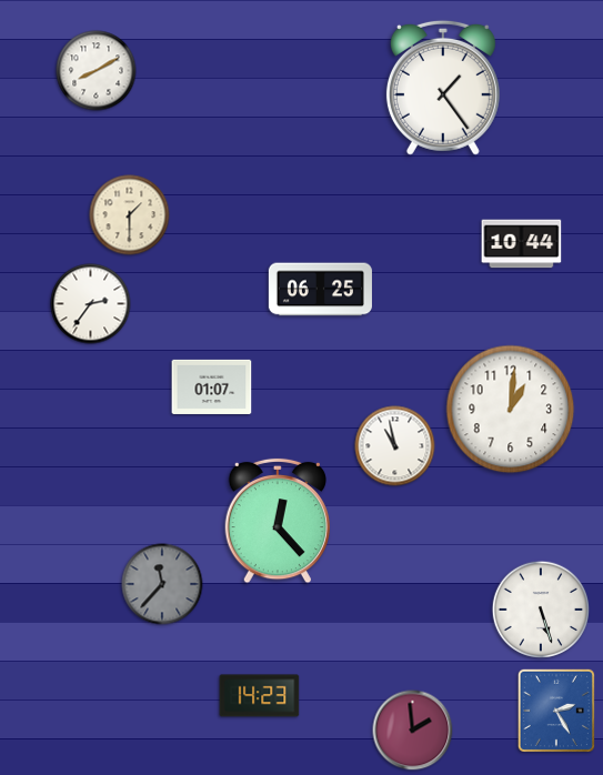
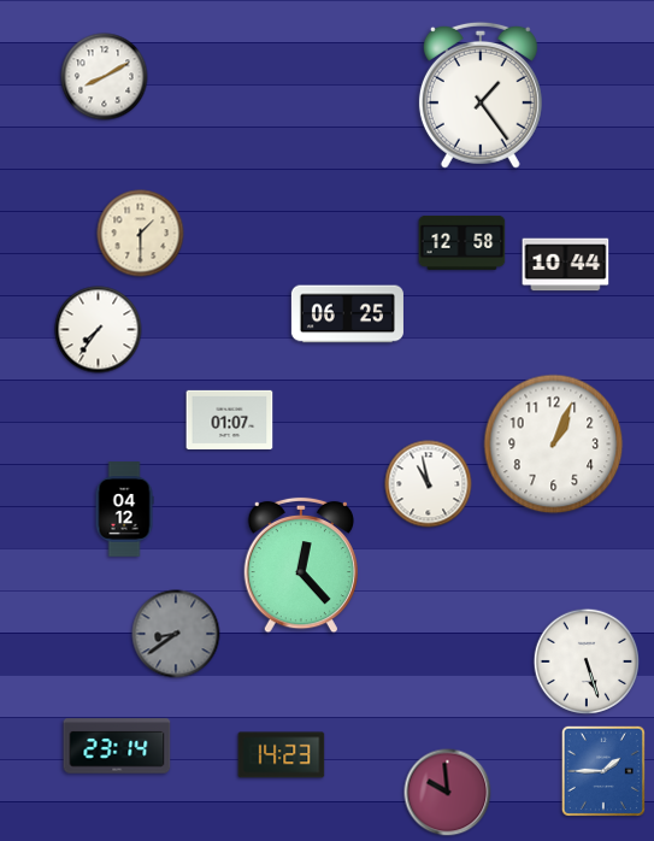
clock at (462, 242): none -> 12:58
clock at (91, 304): 2:36 -> 7:36
clock at (511, 410): 1:01 -> 1:04
clock at (124, 510): none -> 04:12
clock at (162, 584): 11:37 -> 8:39
clock at (117, 746): none -> 23:14
clock at (556, 711): 2:25 -> 1:45
clock at (413, 731): 1:59 -> 9:59
